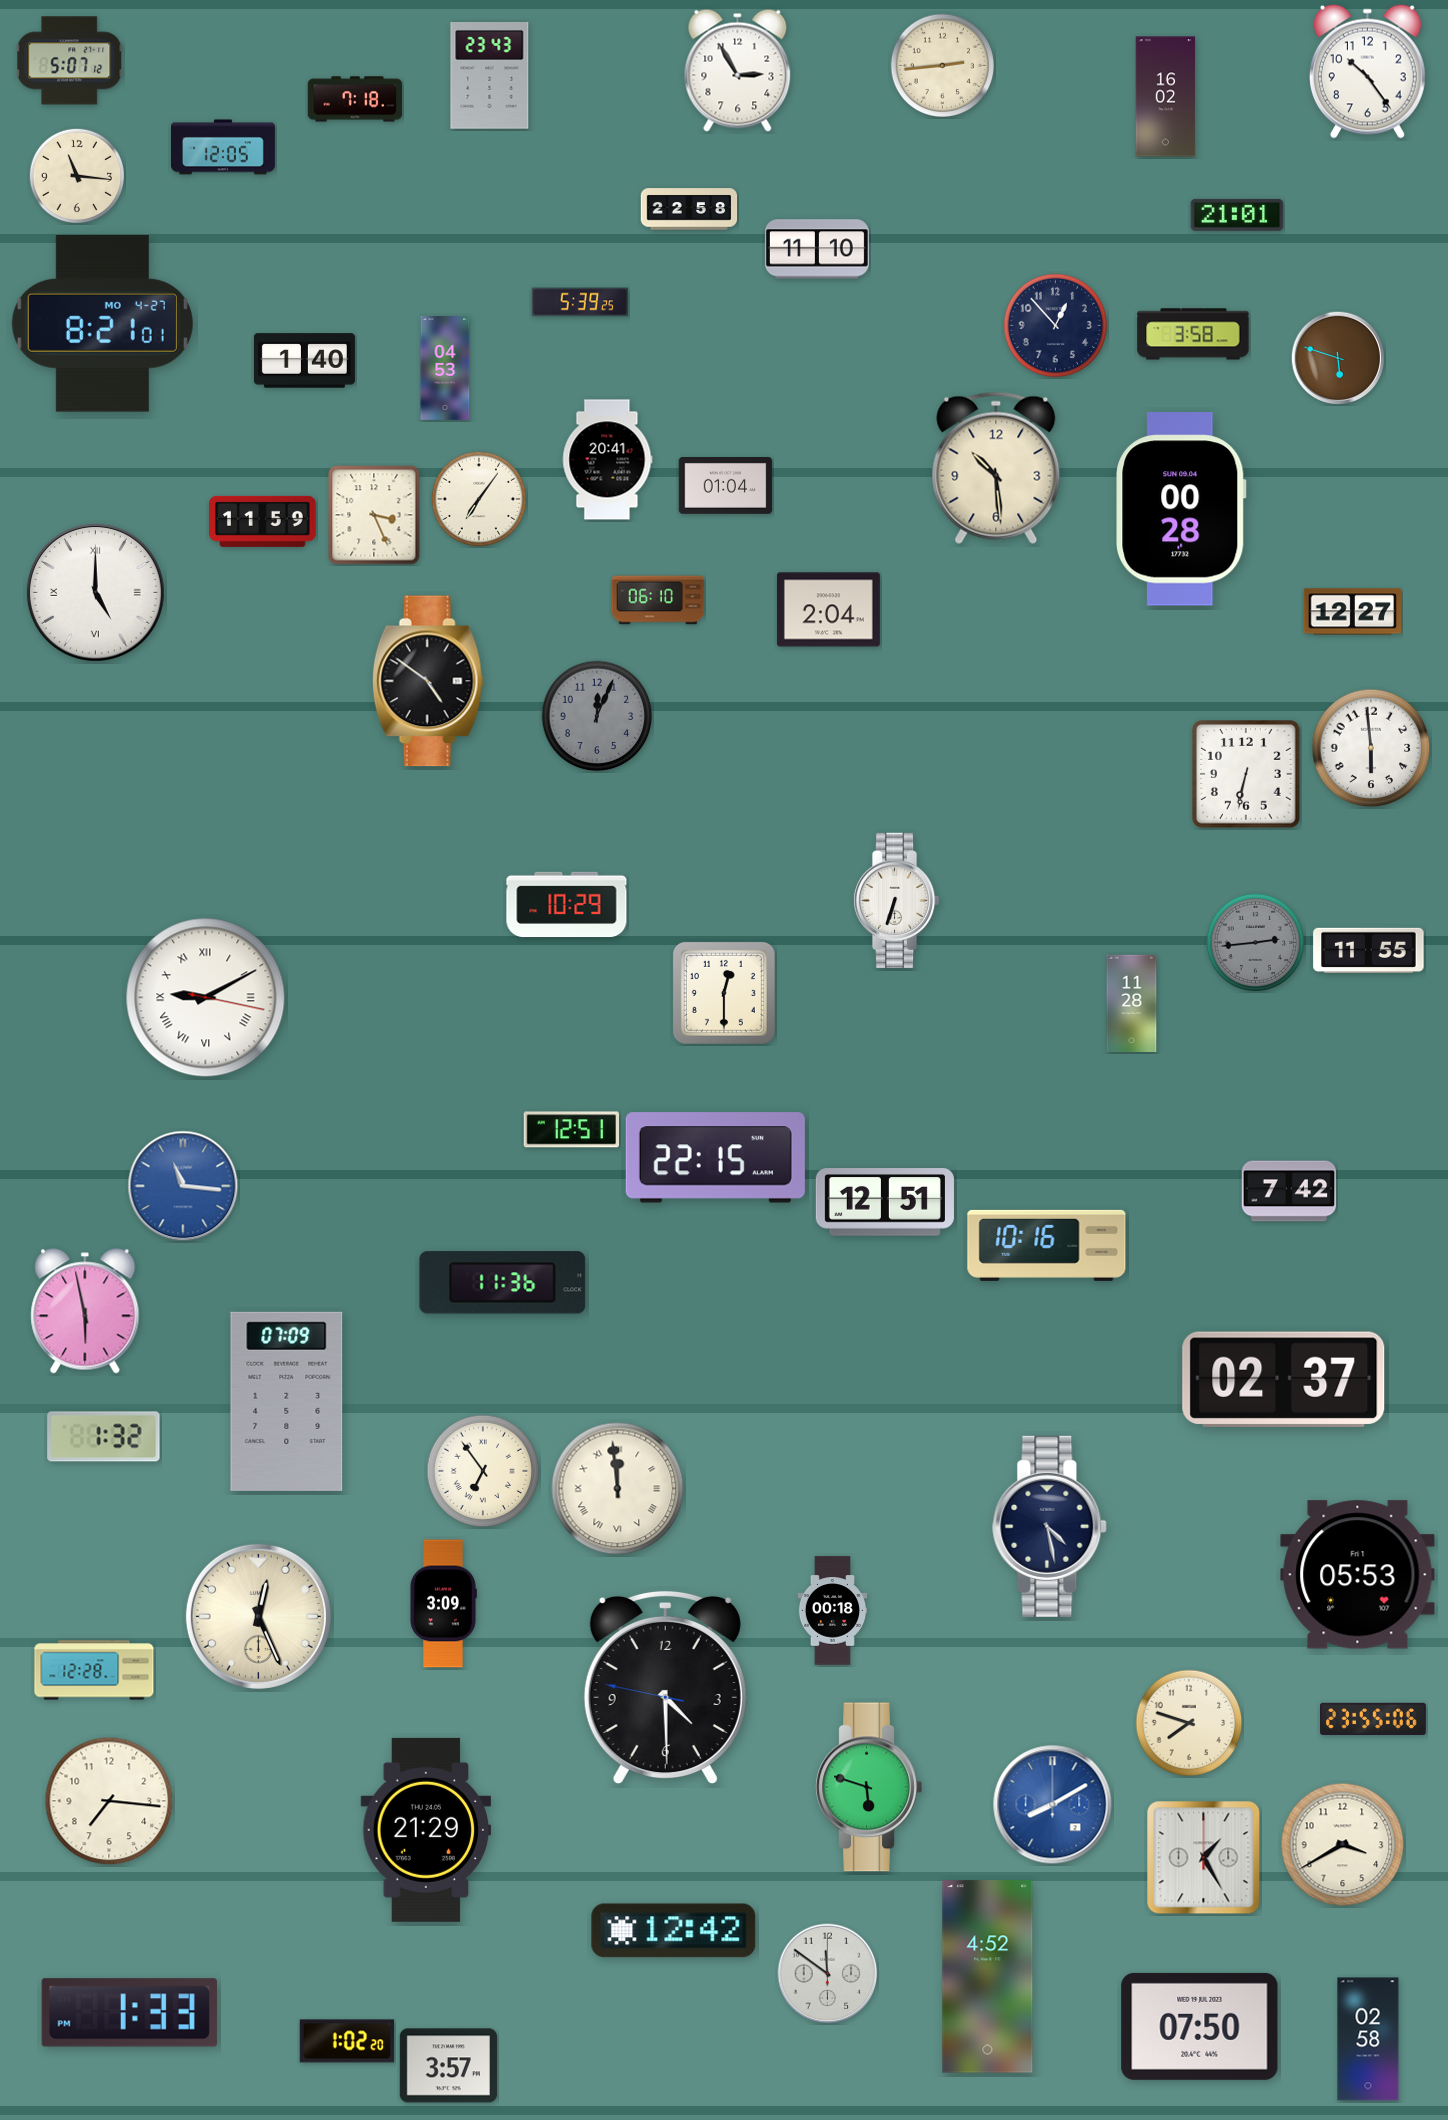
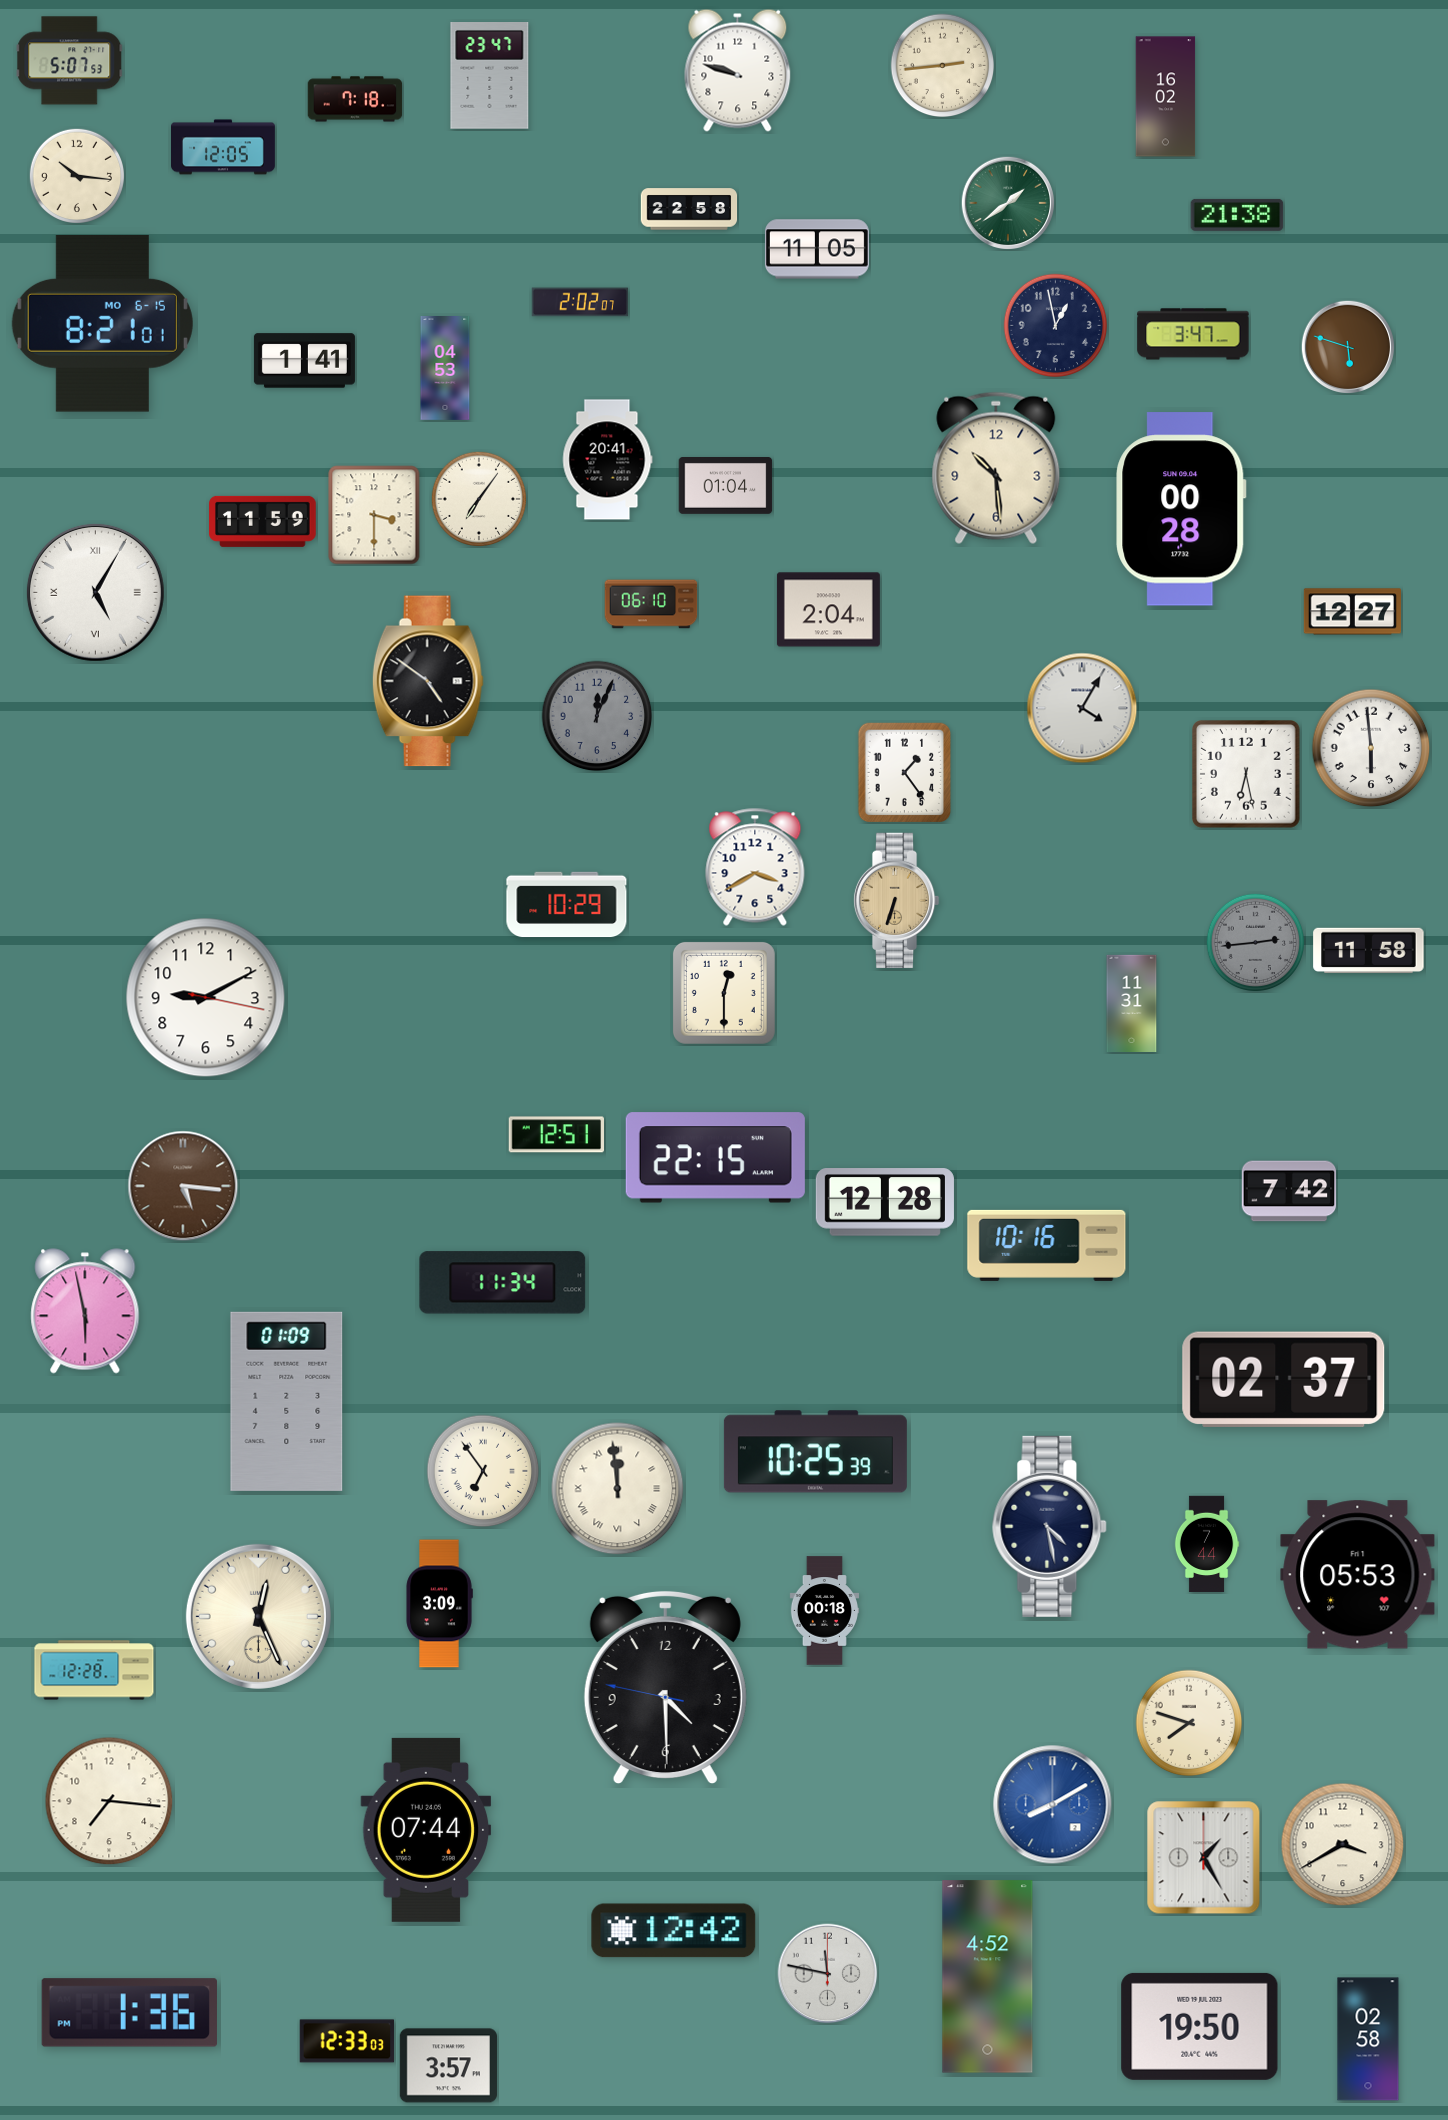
clock at (70, 61): 5:07:12 -> 5:07:53
clock at (738, 70): 2:55 -> 9:48
clock at (1367, 71): 10:24 -> none
clock at (490, 76): 23:43 -> 23:47
clock at (76, 175): 11:16 -> 10:16
clock at (1008, 203): none -> 1:39
clock at (1237, 215): 21:01 -> 21:38
clock at (817, 249): 11:10 -> 11:05
clock at (580, 302): 5:39 -> 2:02
clock at (102, 323) date: MO 4-27 -> MO 6-15
clock at (1056, 326): 12:53 -> 12:58
clock at (1193, 334): 3:58 -> 3:47
clock at (1338, 358) position: (1338, 358) -> (1348, 347)
clock at (304, 361): 1:40 -> 1:41
clock at (374, 515): 3:26 -> 3:30
clock at (95, 592): 5:00 -> 5:05
clock at (658, 600) position: (658, 600) -> (651, 604)
clock at (1082, 708): none -> 4:05
clock at (905, 773): none -> 1:24
clock at (1246, 774): 6:32 -> 6:28
clock at (755, 867): none -> 3:40
clock at (896, 901) dial: white -> champagne
clock at (1369, 950): 11:55 -> 11:58
clock at (206, 998) numerals: Roman -> Arabic
clock at (1132, 1003): 11:28 -> 11:31
clock at (571, 1130) position: (571, 1130) -> (556, 1135)
clock at (183, 1186): 11:16 -> 5:16
clock at (183, 1186) dial: blue -> brown
clock at (885, 1202): 12:51 -> 12:28
clock at (503, 1283): 11:36 -> 11:34
clock at (287, 1401): 07:09 -> 01:09
clock at (104, 1437): 1:32 -> none
clock at (815, 1452): none -> 10:25
clock at (1207, 1544): none -> 7:44
clock at (443, 1604) position: (443, 1604) -> (439, 1604)
clock at (833, 1611) position: (833, 1611) -> (825, 1611)
clock at (1373, 1718): 23:55 -> none
clock at (869, 1787): 5:48 -> none
clock at (426, 1830): 21:29 -> 07:44
clock at (828, 1974): 11:51 -> 11:47
clock at (129, 2013): 1:33 -> 1:36
clock at (1200, 2026): 07:50 -> 19:50
clock at (347, 2041): 1:02 -> 12:33
